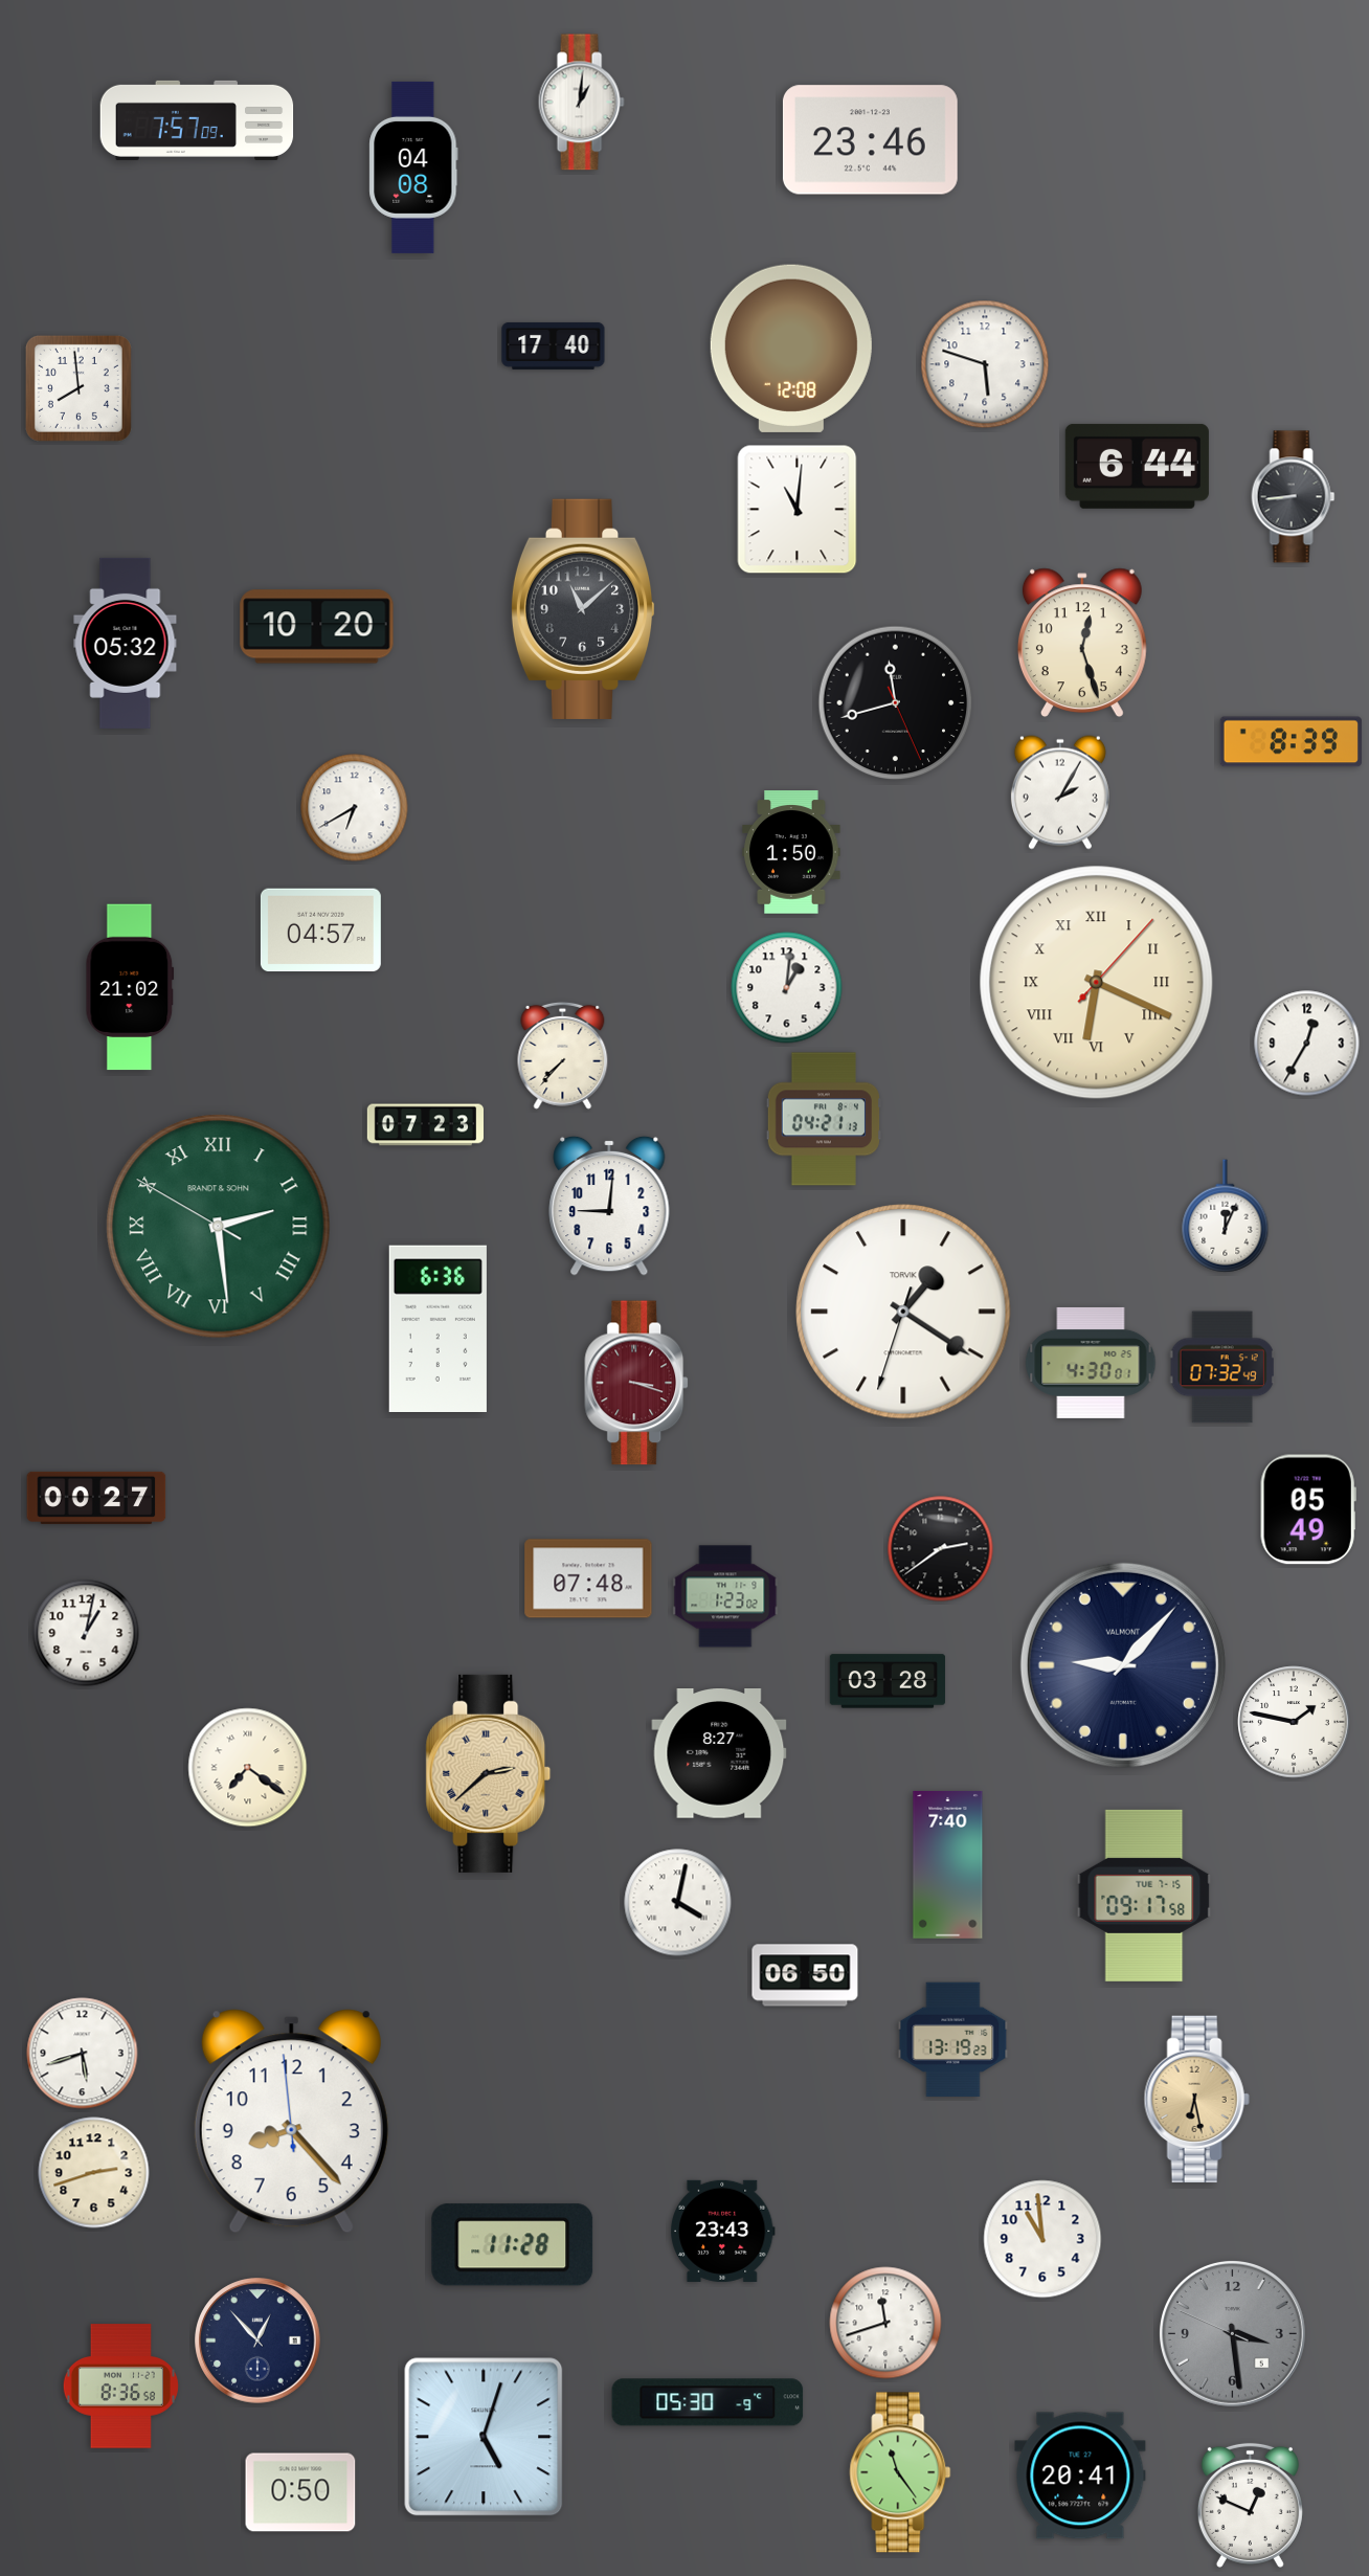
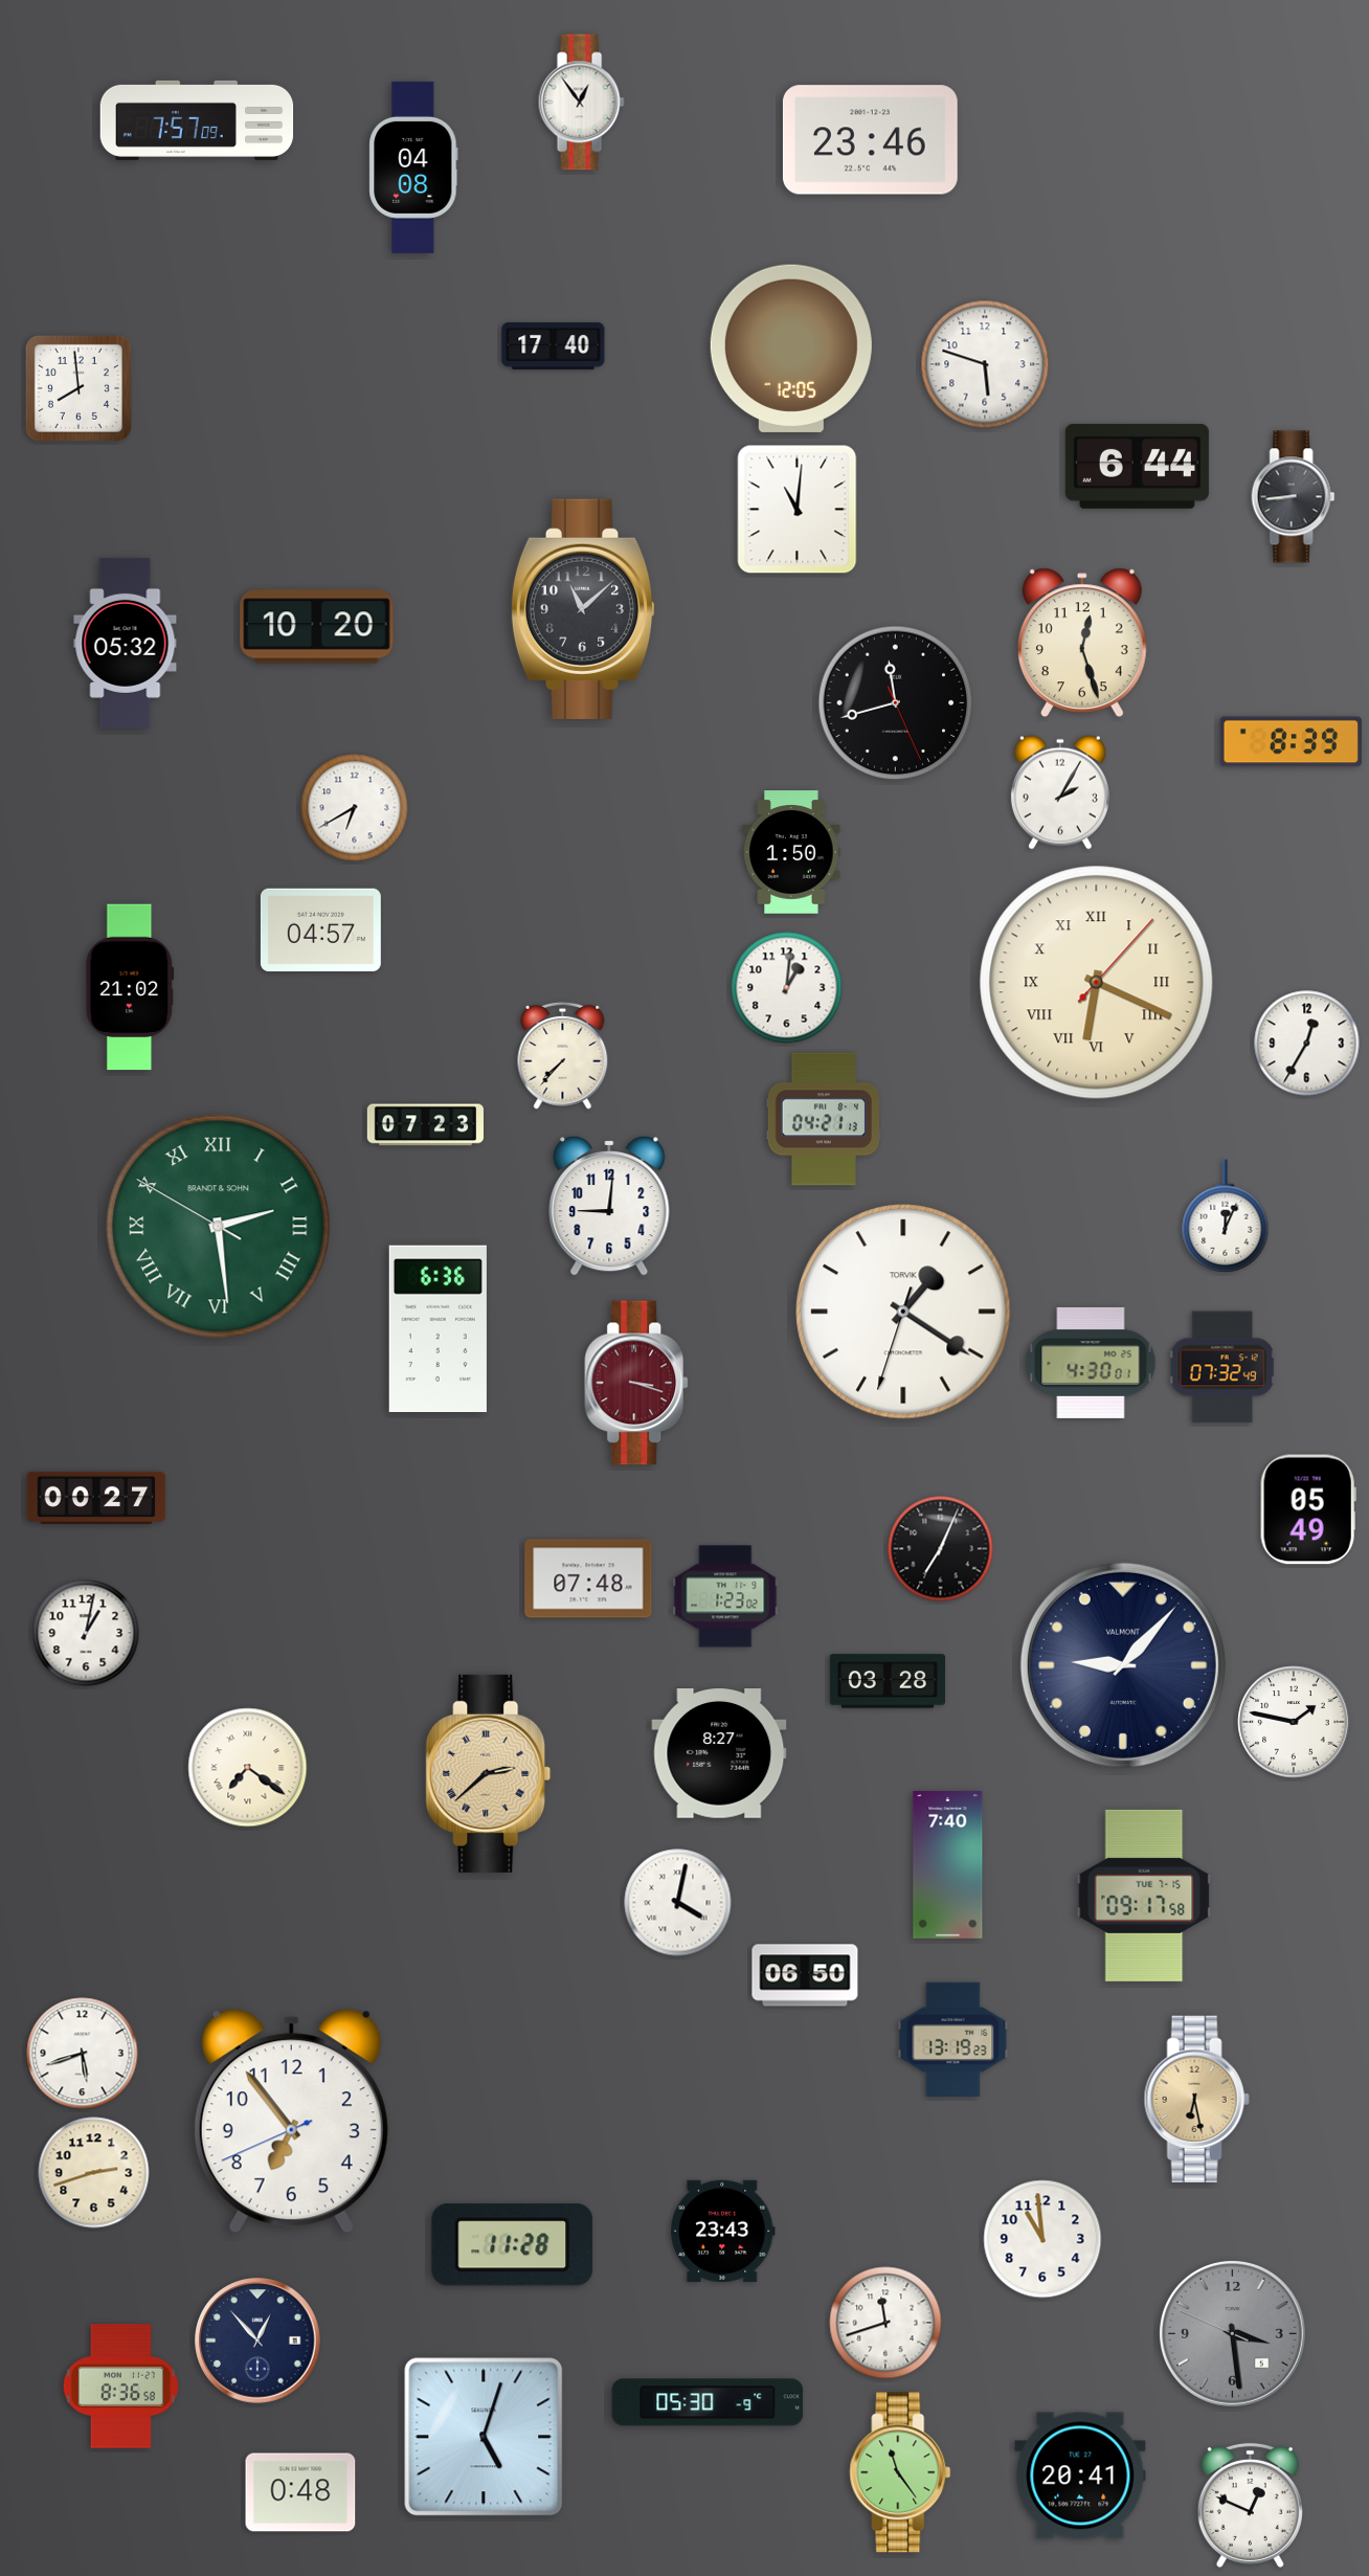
clock at (581, 103): 1:01 -> 12:54
clock at (791, 349): 12:08 -> 12:05
clock at (941, 1549): 2:39 -> 7:04
clock at (291, 2122): 8:22 -> 6:53
clock at (300, 2492): 0:50 -> 0:48
